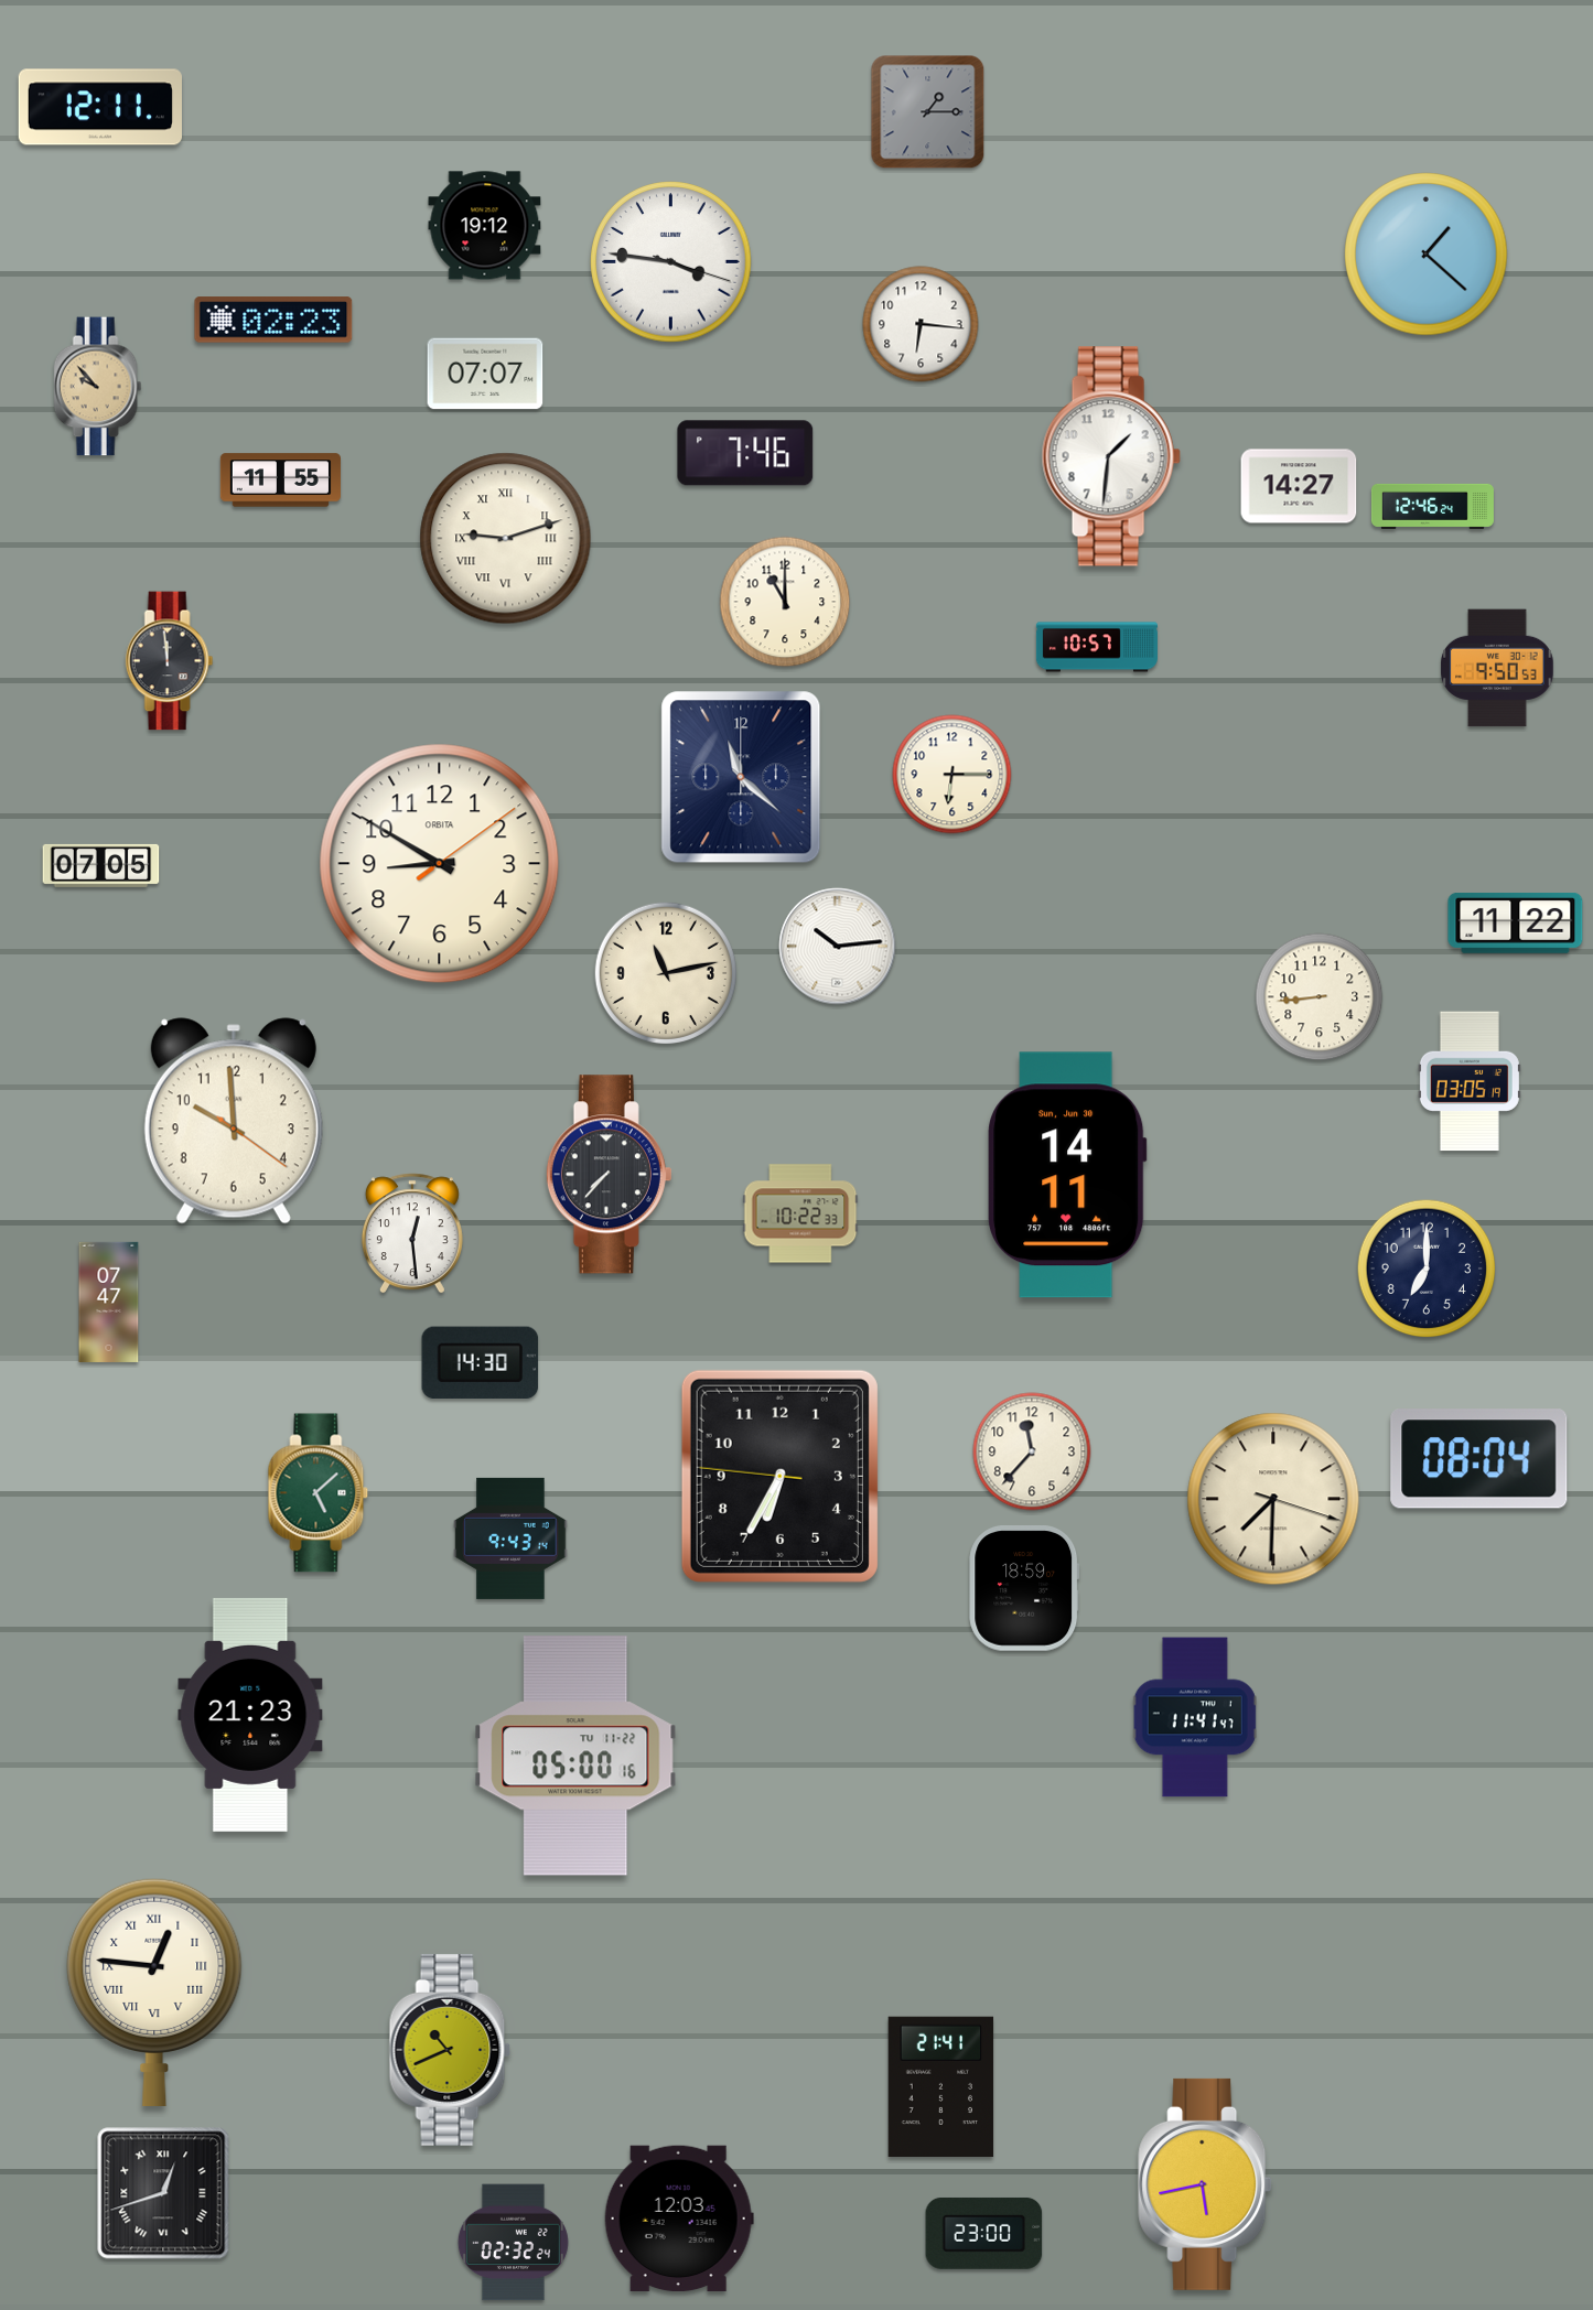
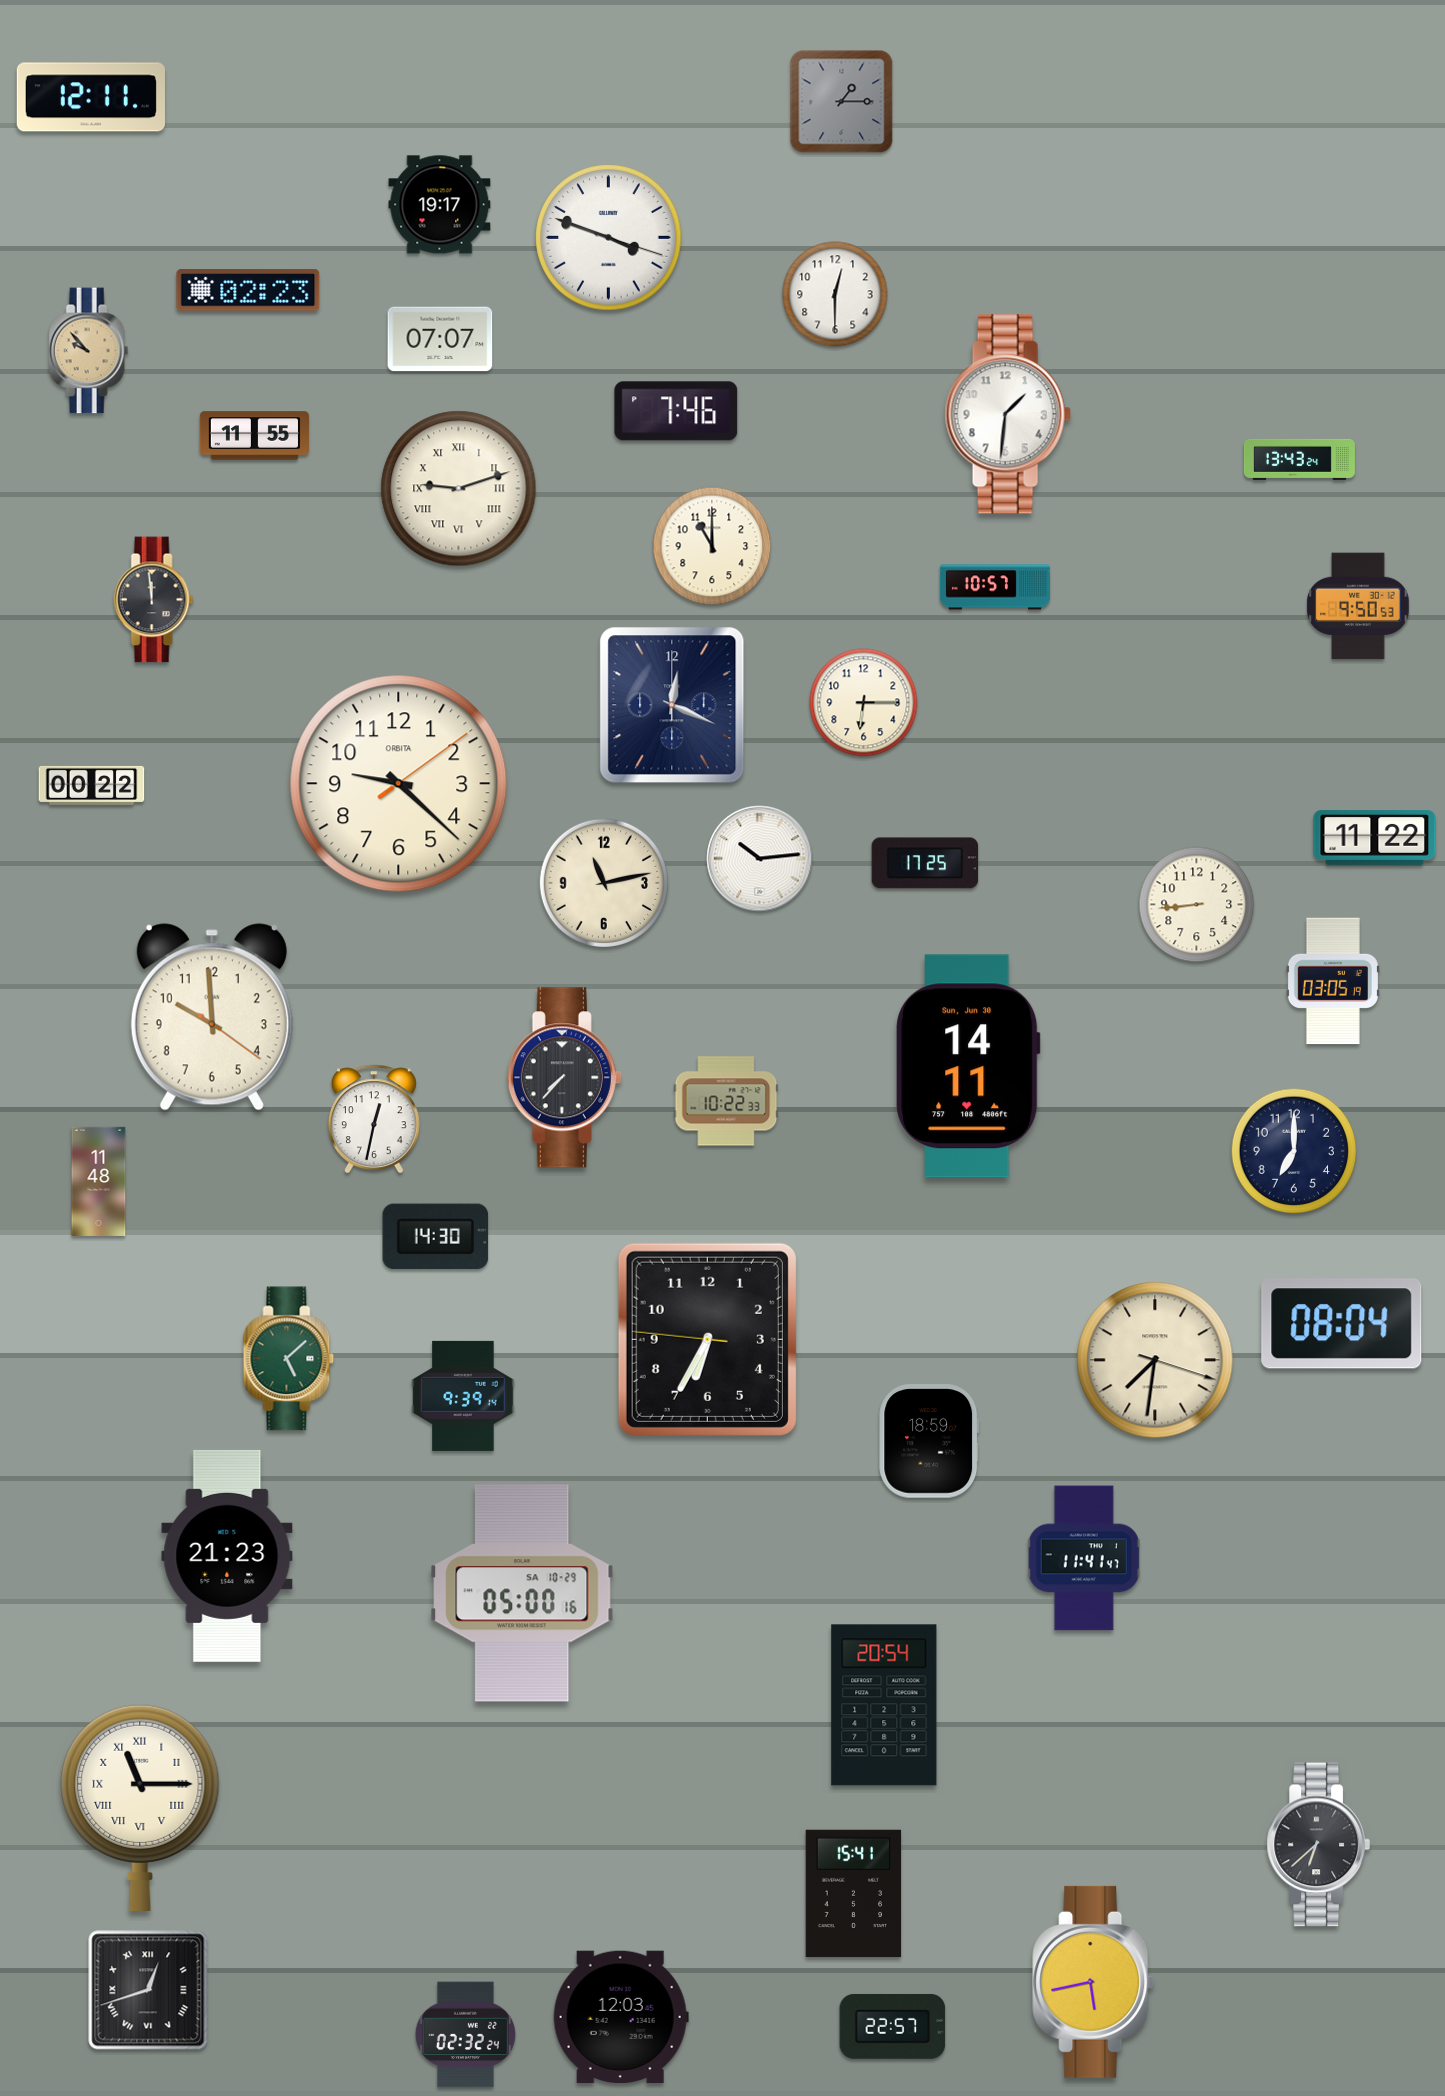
clock at (485, 226): 19:12 -> 19:17
clock at (1427, 255): 1:22 -> none
clock at (671, 262): 3:46 -> 3:48
clock at (921, 324): 6:16 -> 12:30
clock at (1299, 486): 14:27 -> none
clock at (1432, 506): 12:46 -> 13:43
clock at (741, 777): 11:22 -> 12:19
clock at (440, 864): 8:50 -> 9:22
clock at (101, 865): 07:05 -> 00:22
clock at (925, 863): none -> 17:25
clock at (609, 1175) position: (609, 1175) -> (564, 1078)
clock at (412, 1233): 12:29 -> 12:32
clock at (109, 1302): 07:47 -> 11:48
clock at (1032, 1451): 11:37 -> none
clock at (319, 1493) position: (319, 1493) -> (289, 1359)
clock at (1273, 1499): 7:30 -> 7:31
clock at (510, 1539): 9:43 -> 9:39
clock at (575, 1756) date: TU 11-22 -> SA 10-29
clock at (884, 1705): none -> 20:54
clock at (154, 1991): 12:46 -> 11:15
clock at (1318, 1845): none -> 6:38
clock at (450, 2050): 10:41 -> none
clock at (941, 2087): 21:41 -> 15:41
clock at (679, 2219) position: (679, 2219) -> (621, 2017)
clock at (984, 2233): 23:00 -> 22:57
